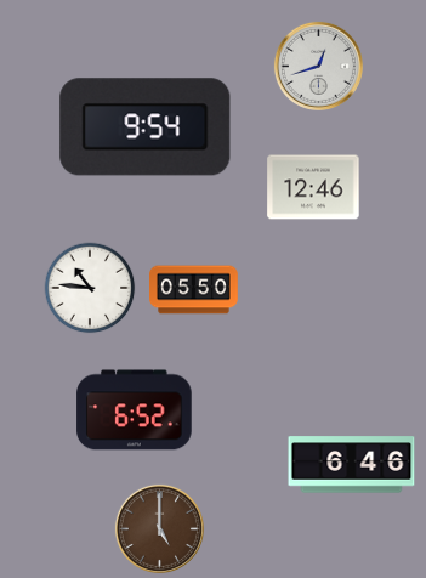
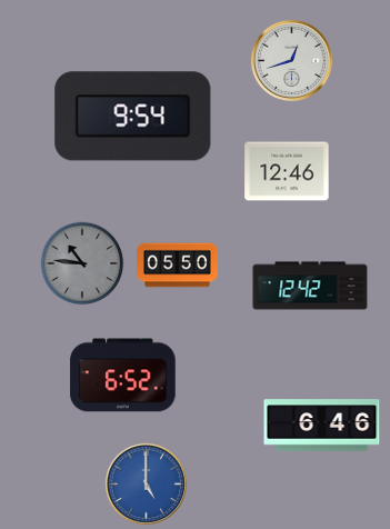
clock at (90, 288) dial: white -> grey
clock at (310, 286): none -> 12:42
clock at (159, 528) dial: brown -> blue
